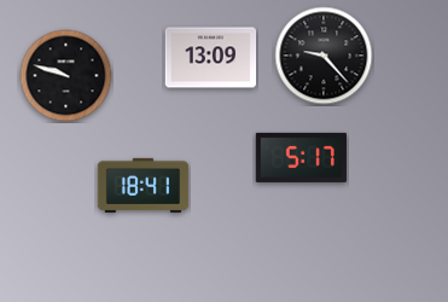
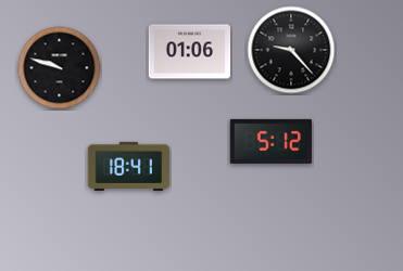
clock at (211, 58): 13:09 -> 01:06
clock at (301, 157): 5:17 -> 5:12
